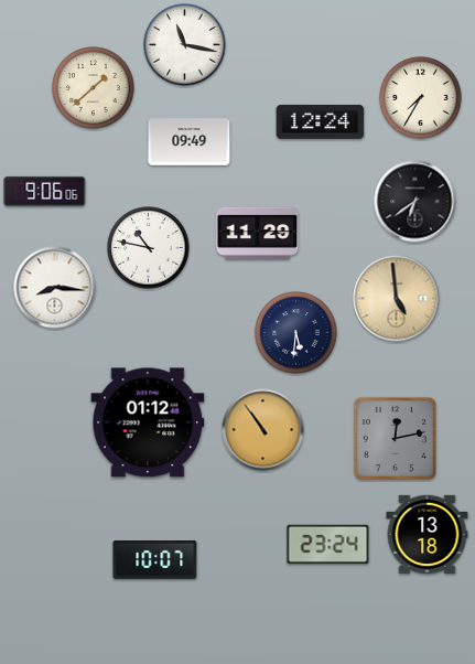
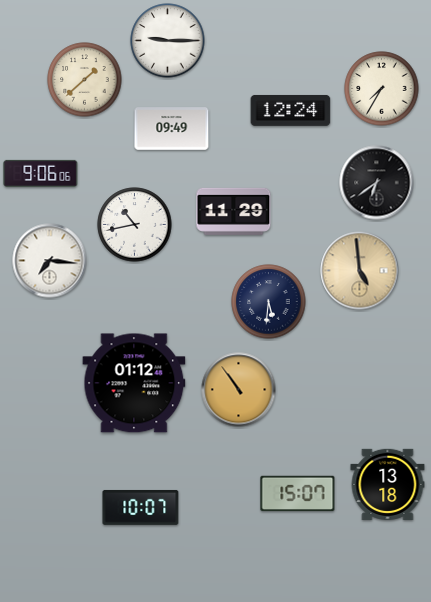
clock at (185, 45): 11:17 -> 9:15
clock at (149, 248): 10:47 -> 10:43
clock at (55, 288): 8:16 -> 7:16
clock at (395, 438): 12:13 -> none
clock at (328, 545): 23:24 -> 15:07
